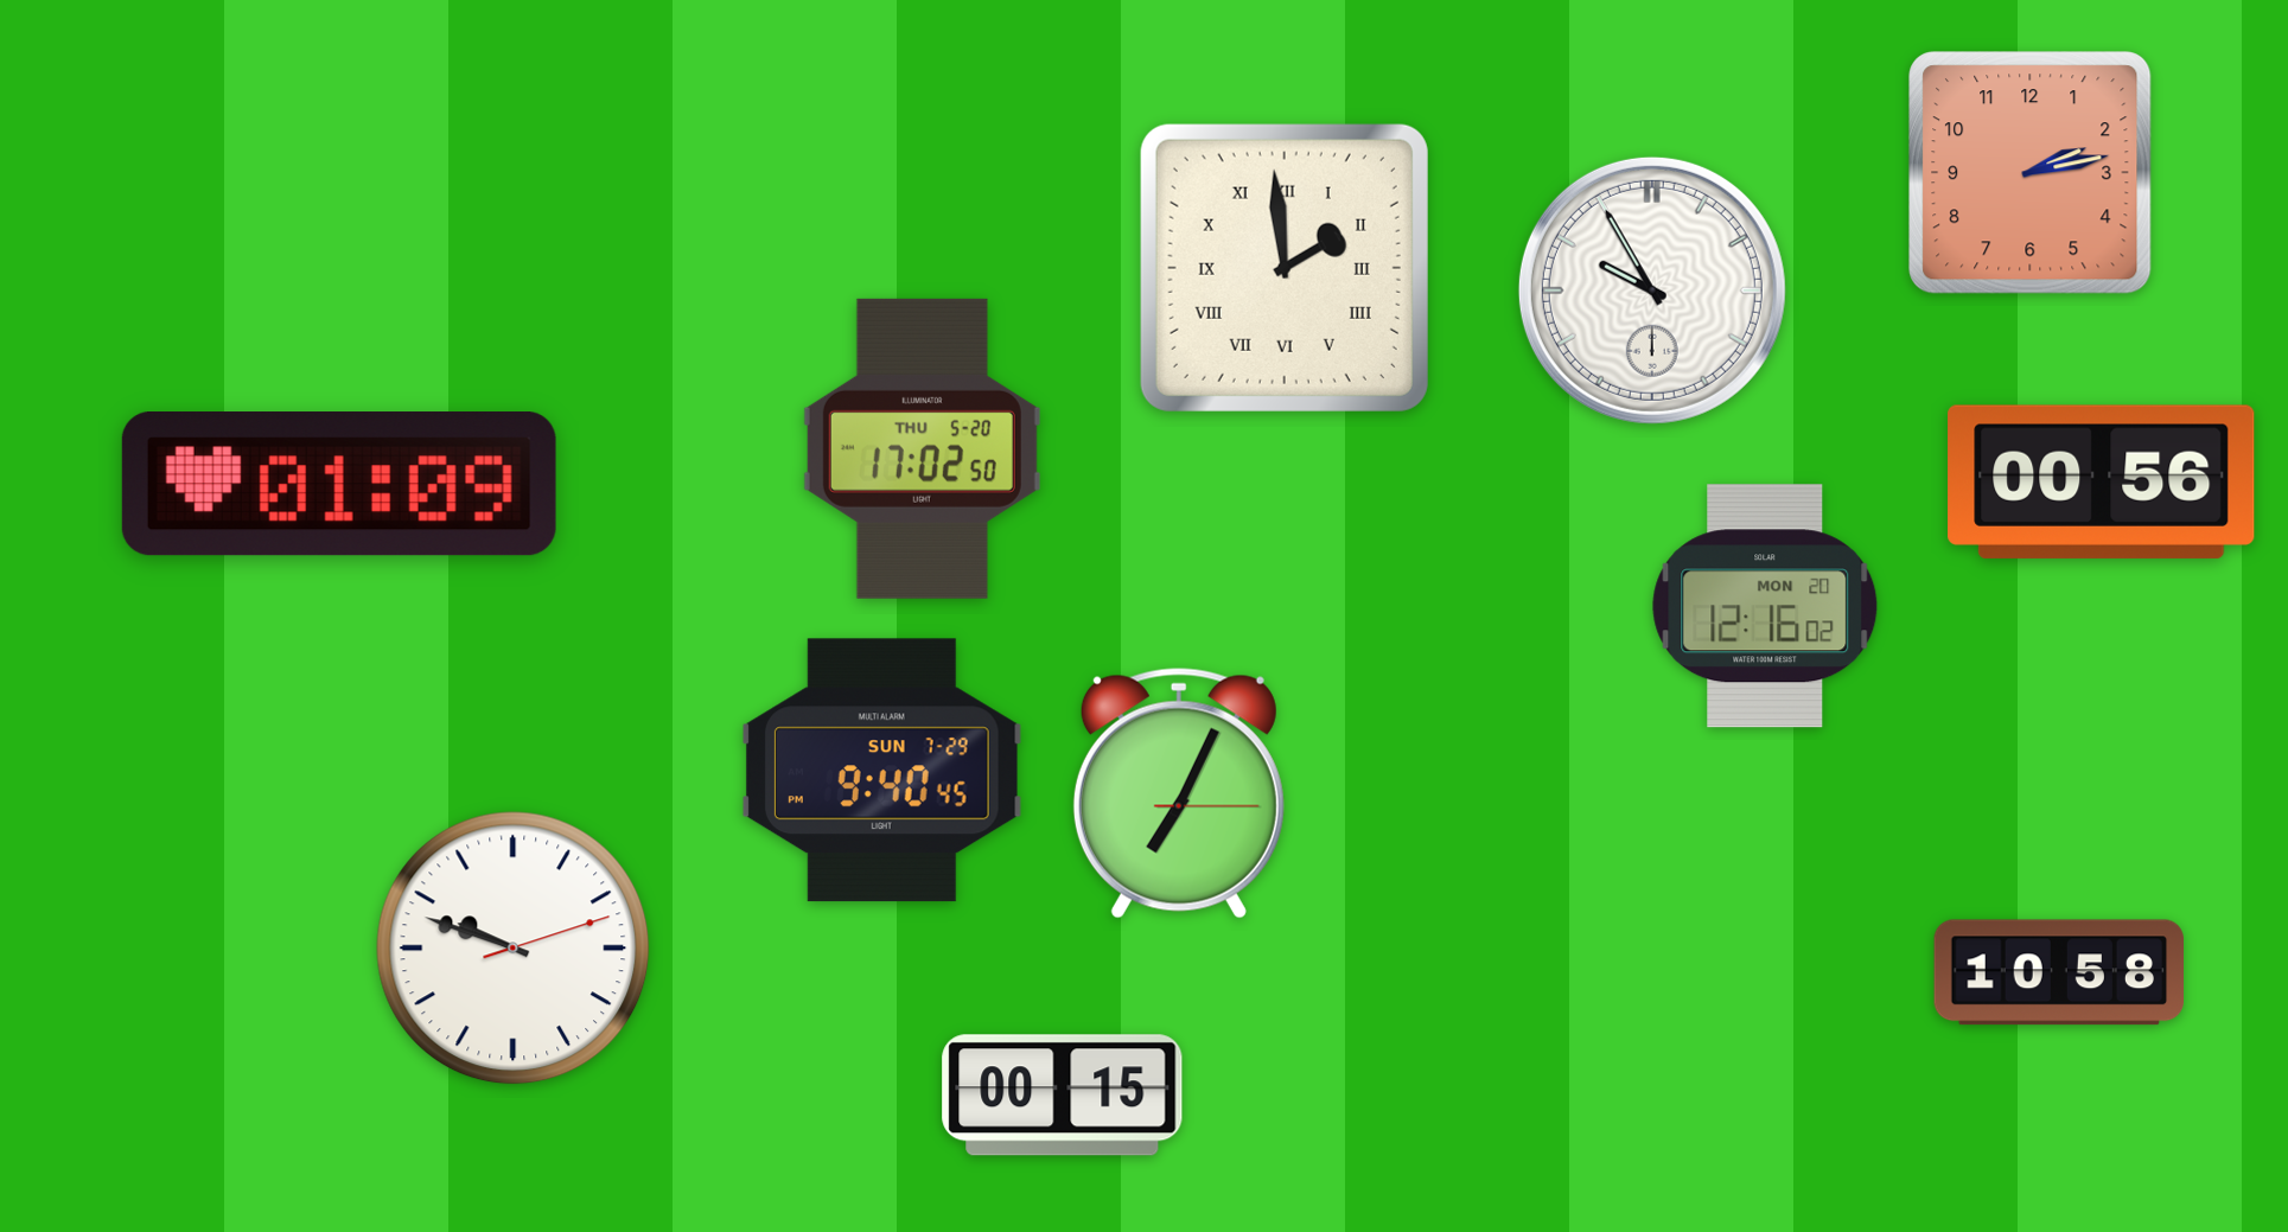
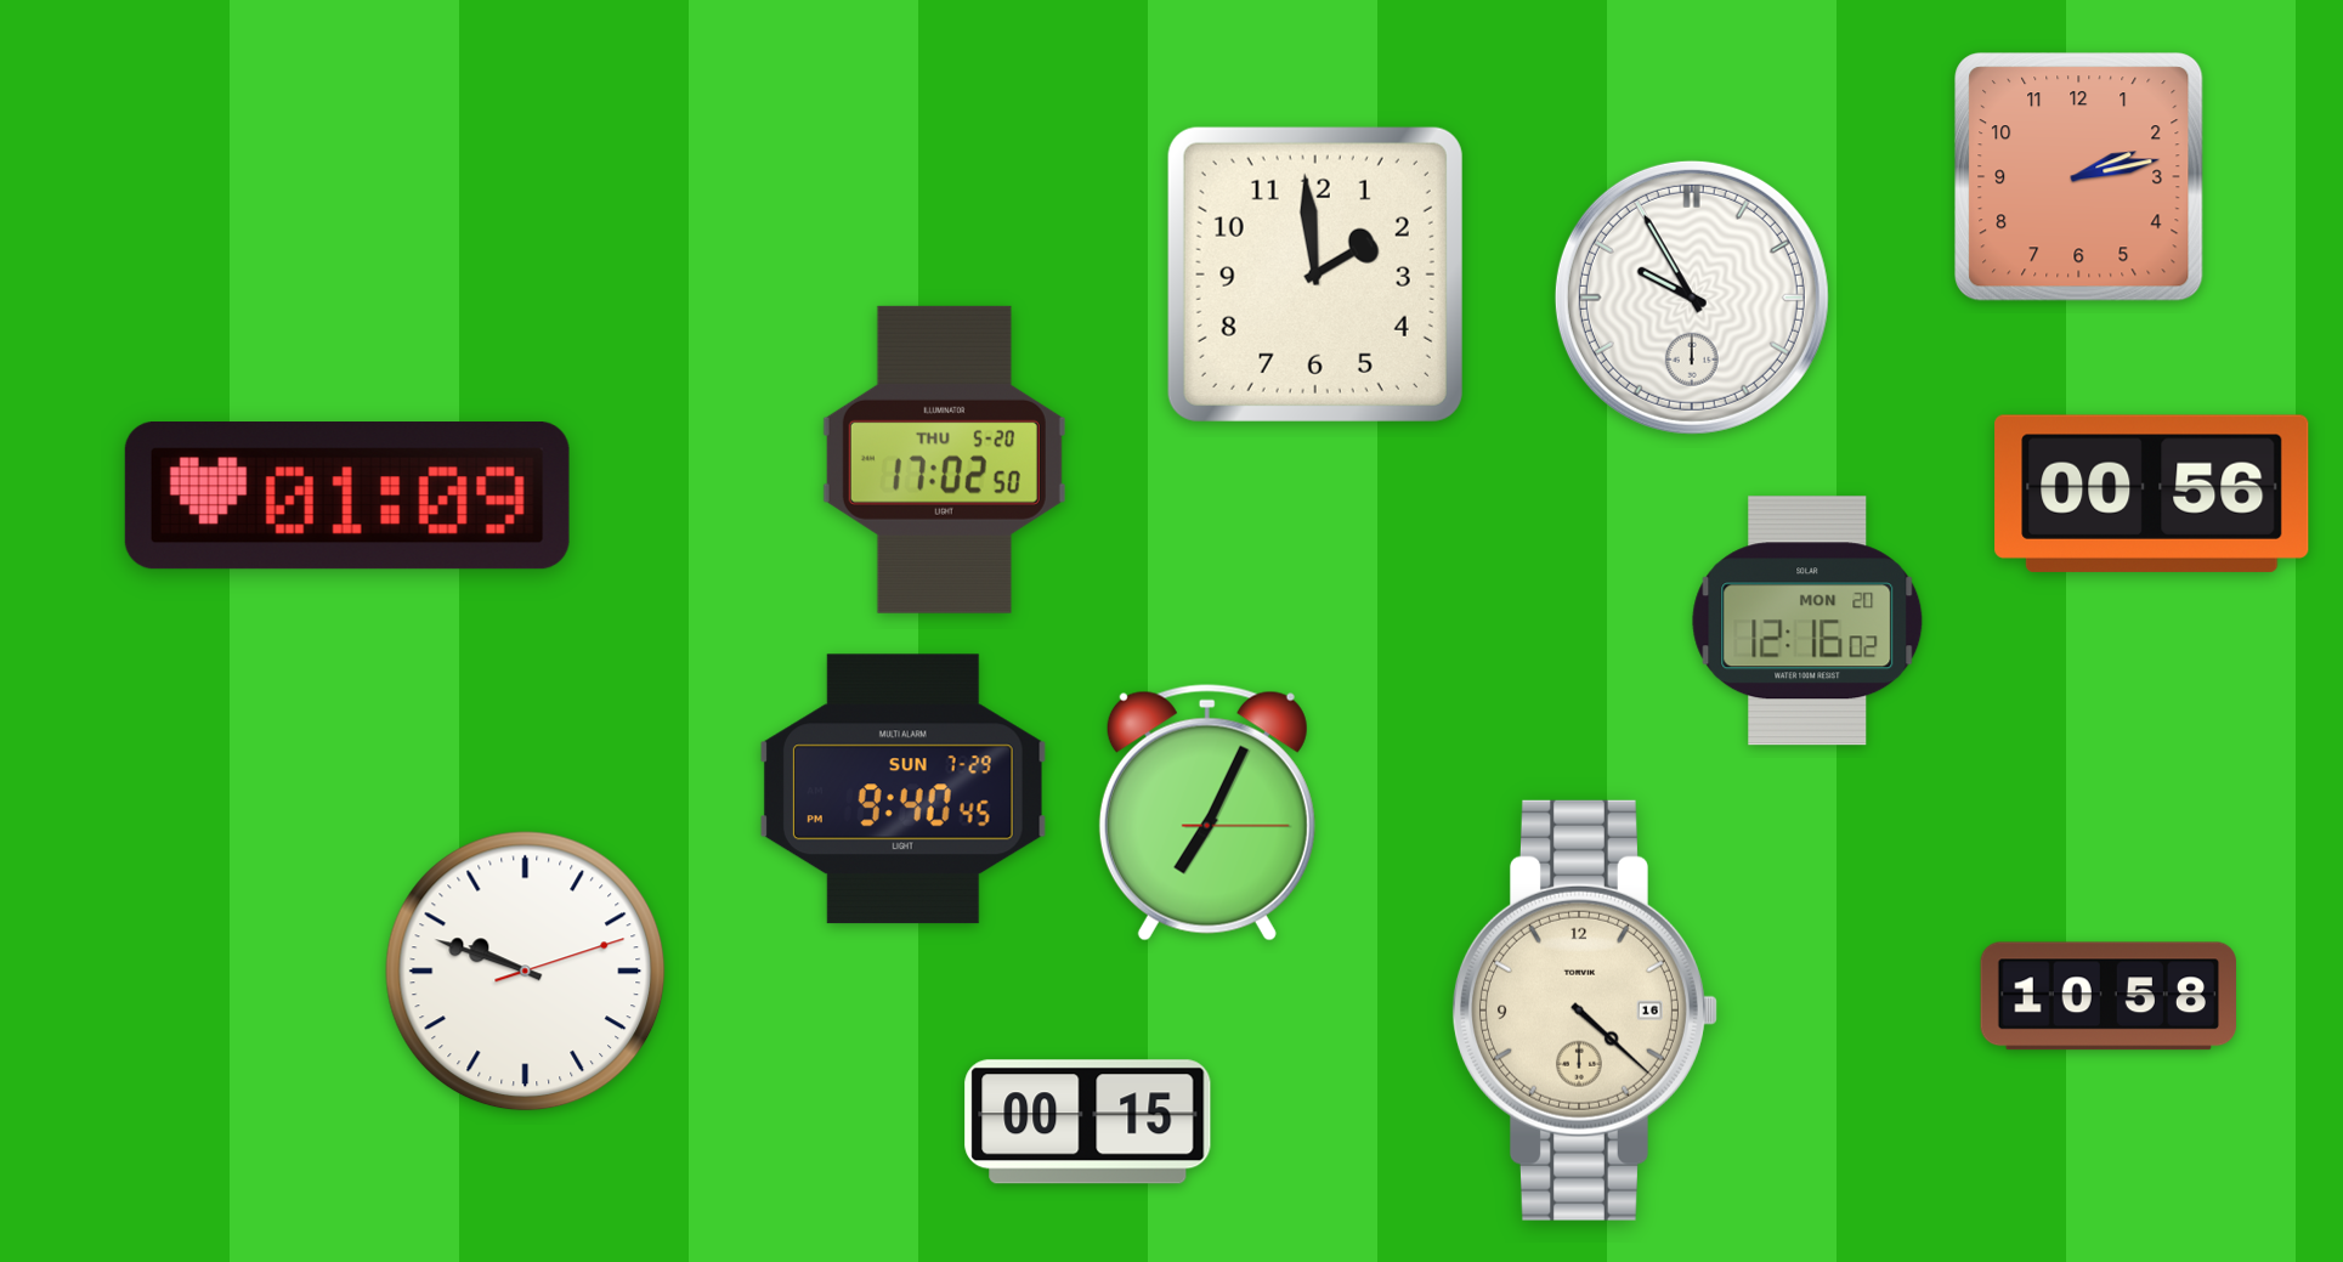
clock at (1285, 268) numerals: Roman -> Arabic
clock at (1584, 1011): none -> 4:22
